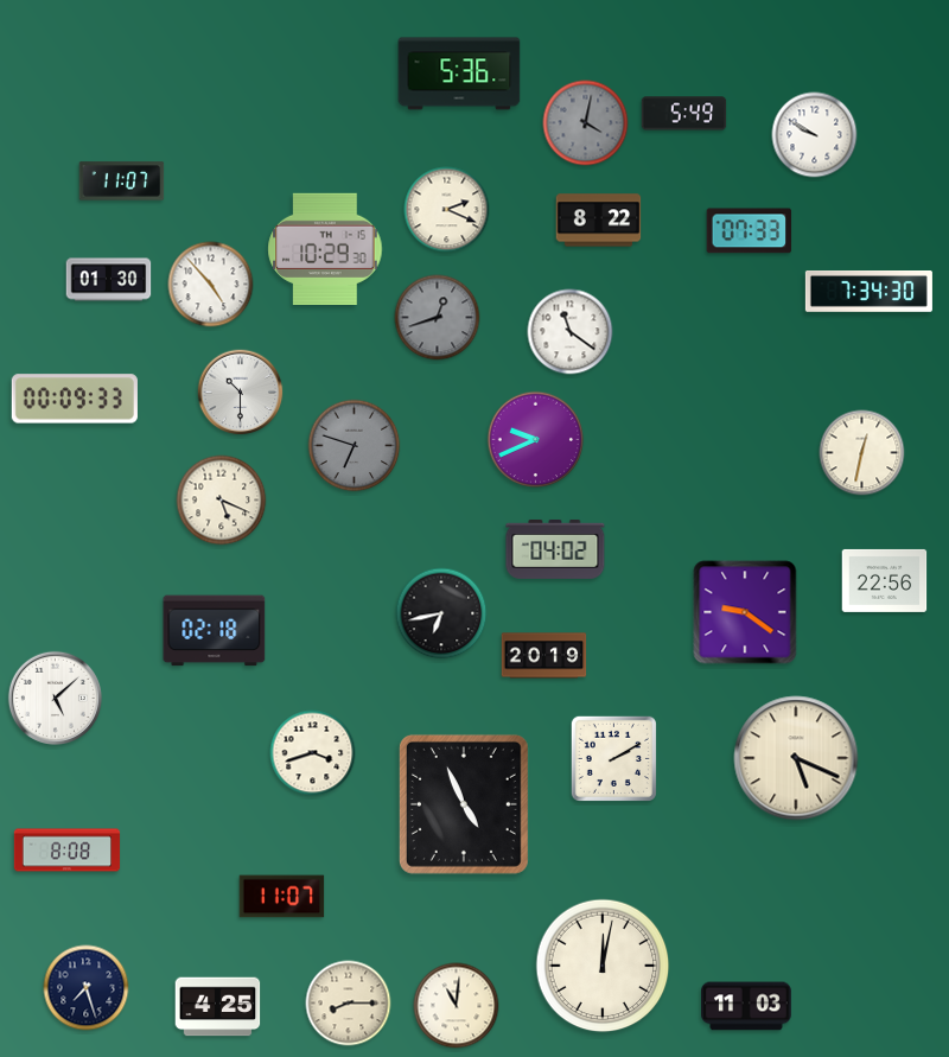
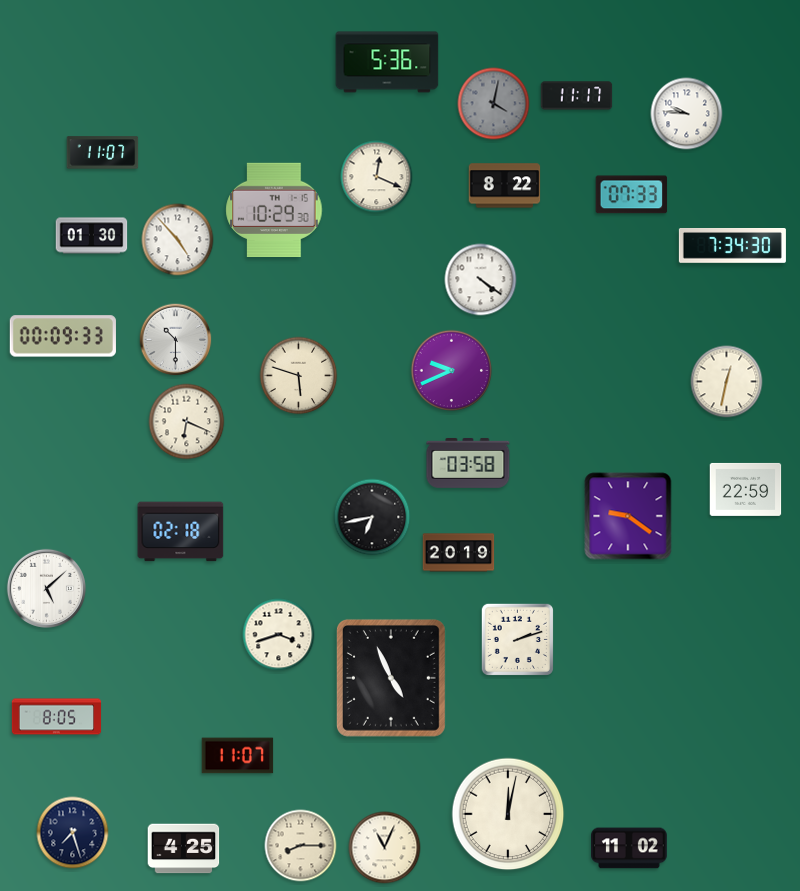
clock at (684, 114): 5:49 -> 11:17
clock at (815, 135): 9:50 -> 9:46
clock at (447, 210): 2:19 -> 12:19
clock at (438, 318): 12:42 -> none
clock at (571, 332): 11:21 -> 4:21
clock at (241, 393) position: (241, 393) -> (176, 340)
clock at (355, 446): 6:48 -> 5:48
clock at (355, 446) dial: grey -> cream
clock at (222, 501): 5:19 -> 6:19
clock at (555, 549): 04:02 -> 03:58
clock at (885, 580): 22:56 -> 22:59
clock at (313, 753) position: (313, 753) -> (279, 635)
clock at (613, 758): 2:10 -> 2:12
clock at (796, 758): 5:19 -> none
clock at (68, 851): 8:08 -> 8:05
clock at (349, 1004) position: (349, 1004) -> (301, 846)
clock at (457, 1006): 11:01 -> 11:04
clock at (747, 1006): 11:03 -> 11:02
